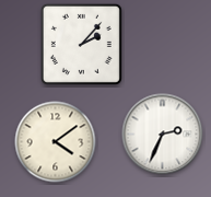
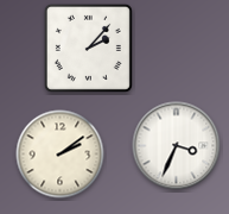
clock at (163, 135): 2:34 -> 3:34
clock at (56, 142): 4:09 -> 2:09
